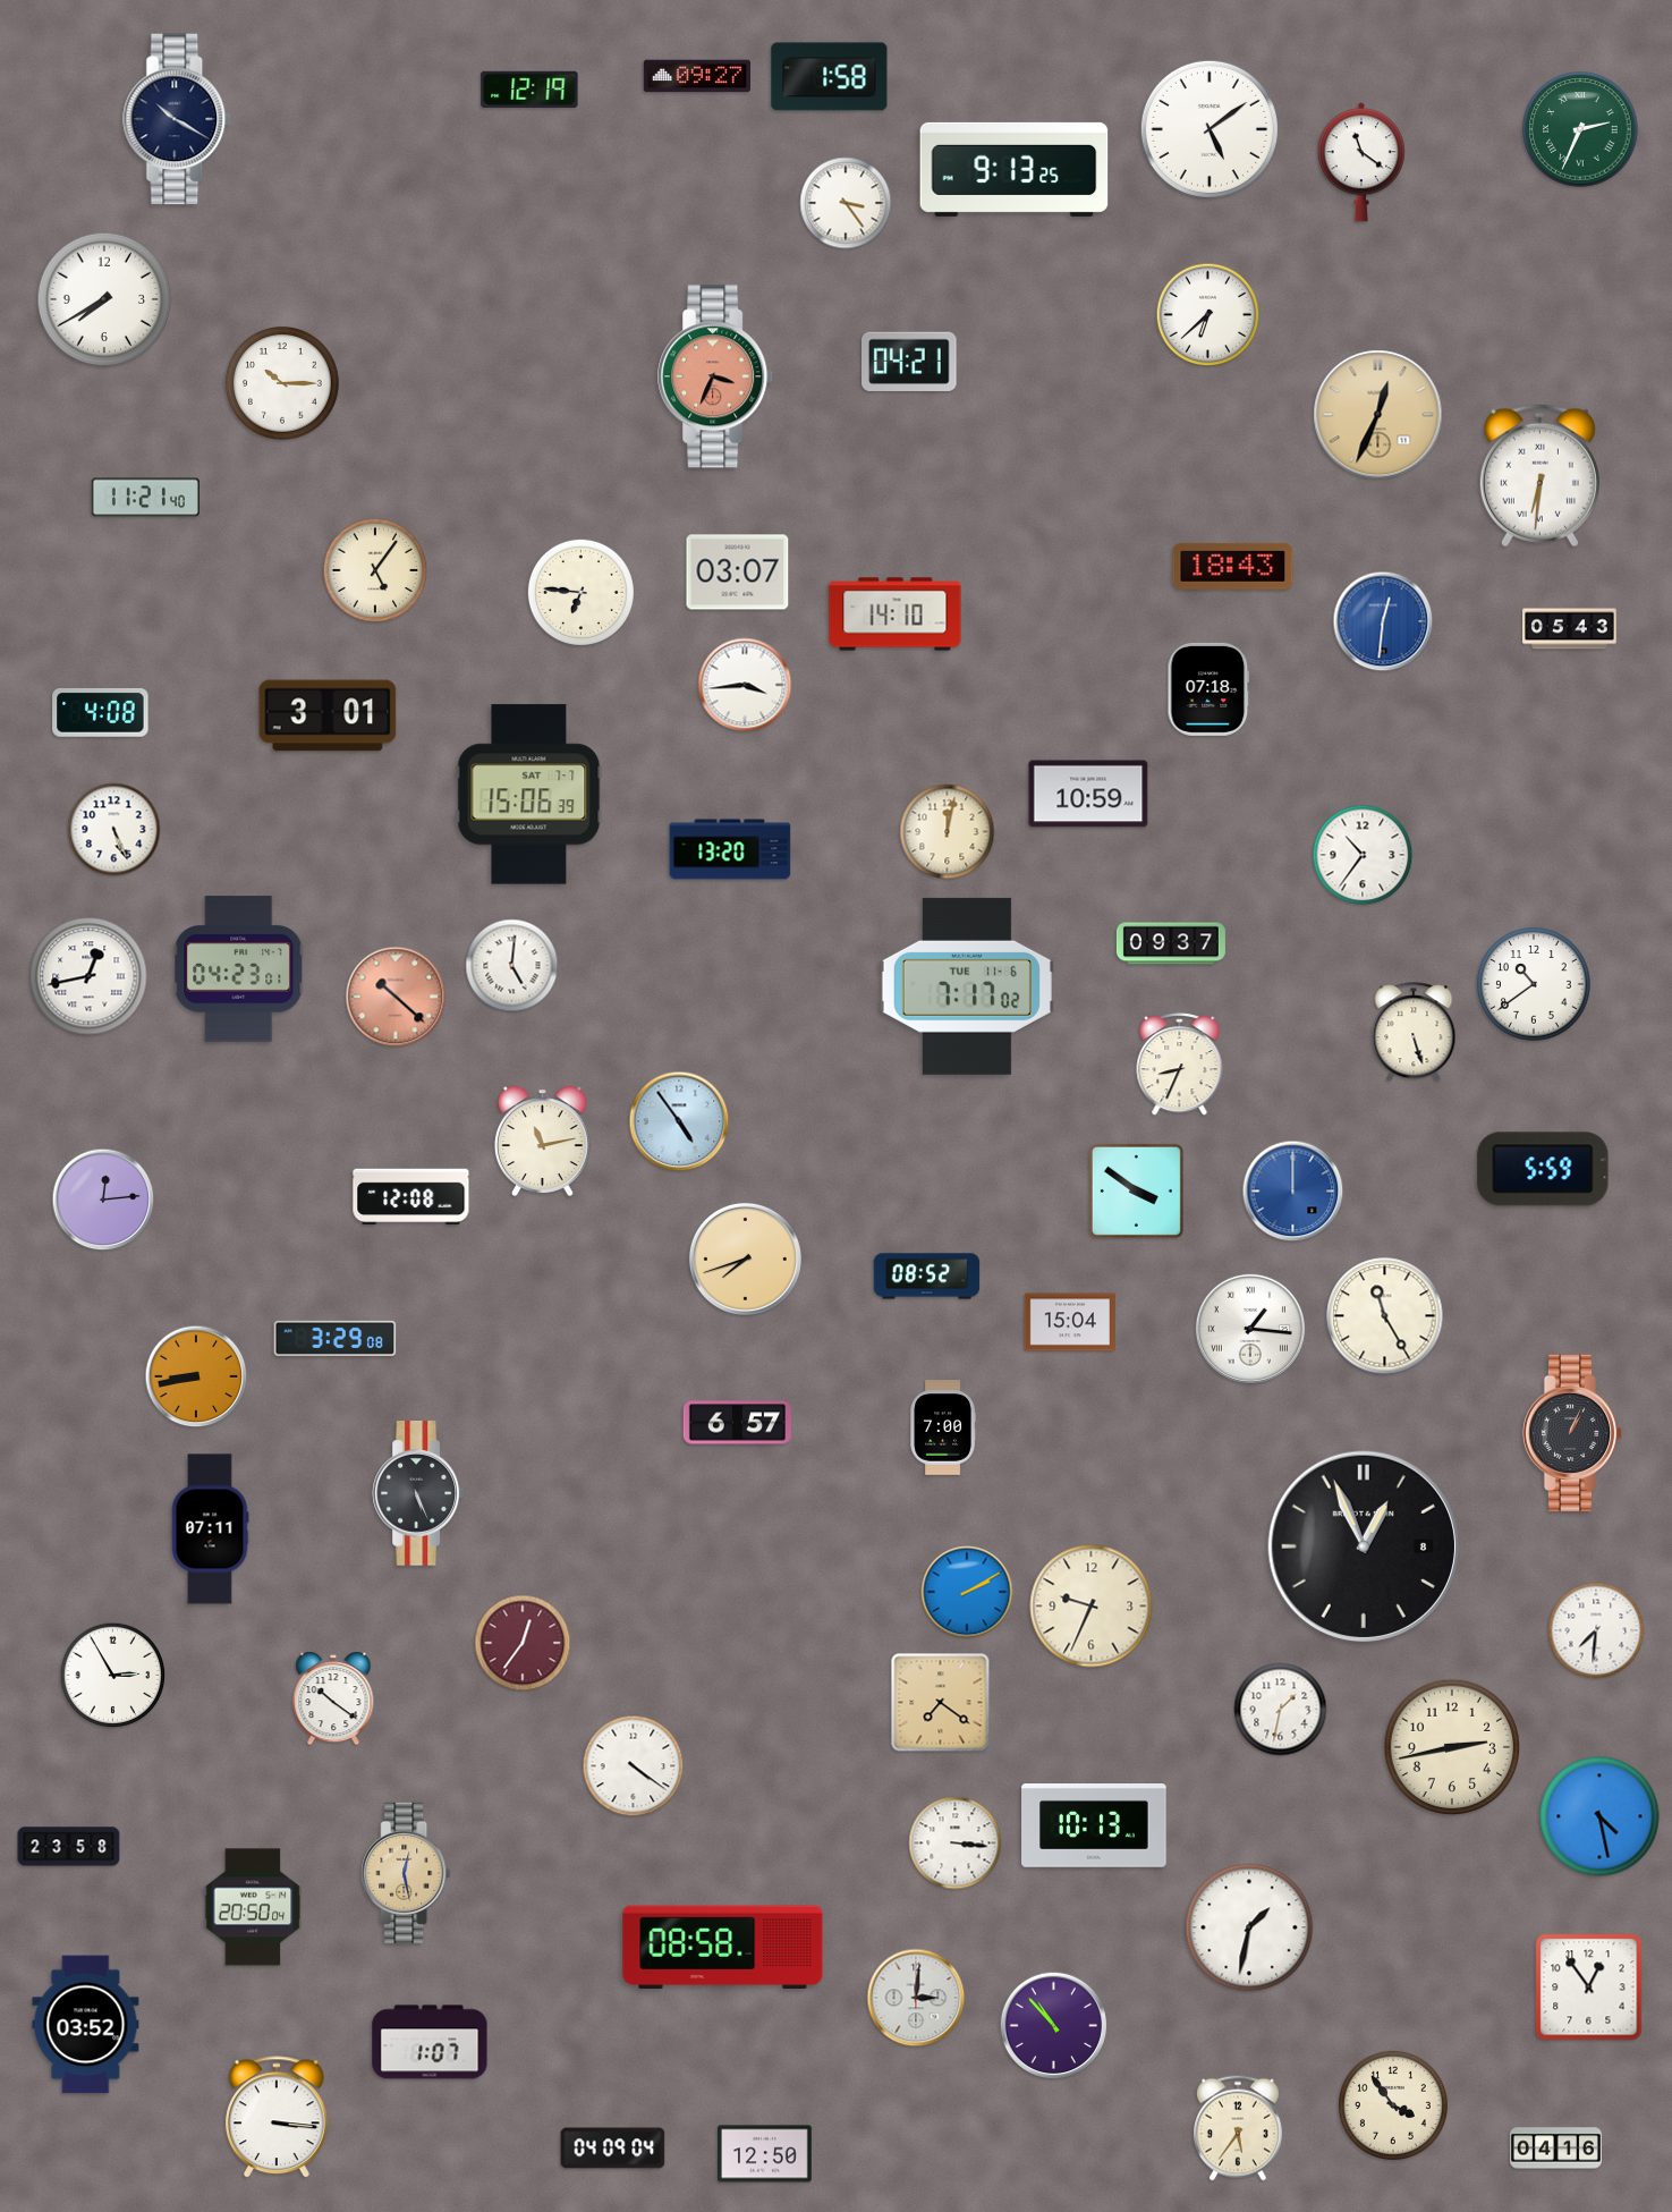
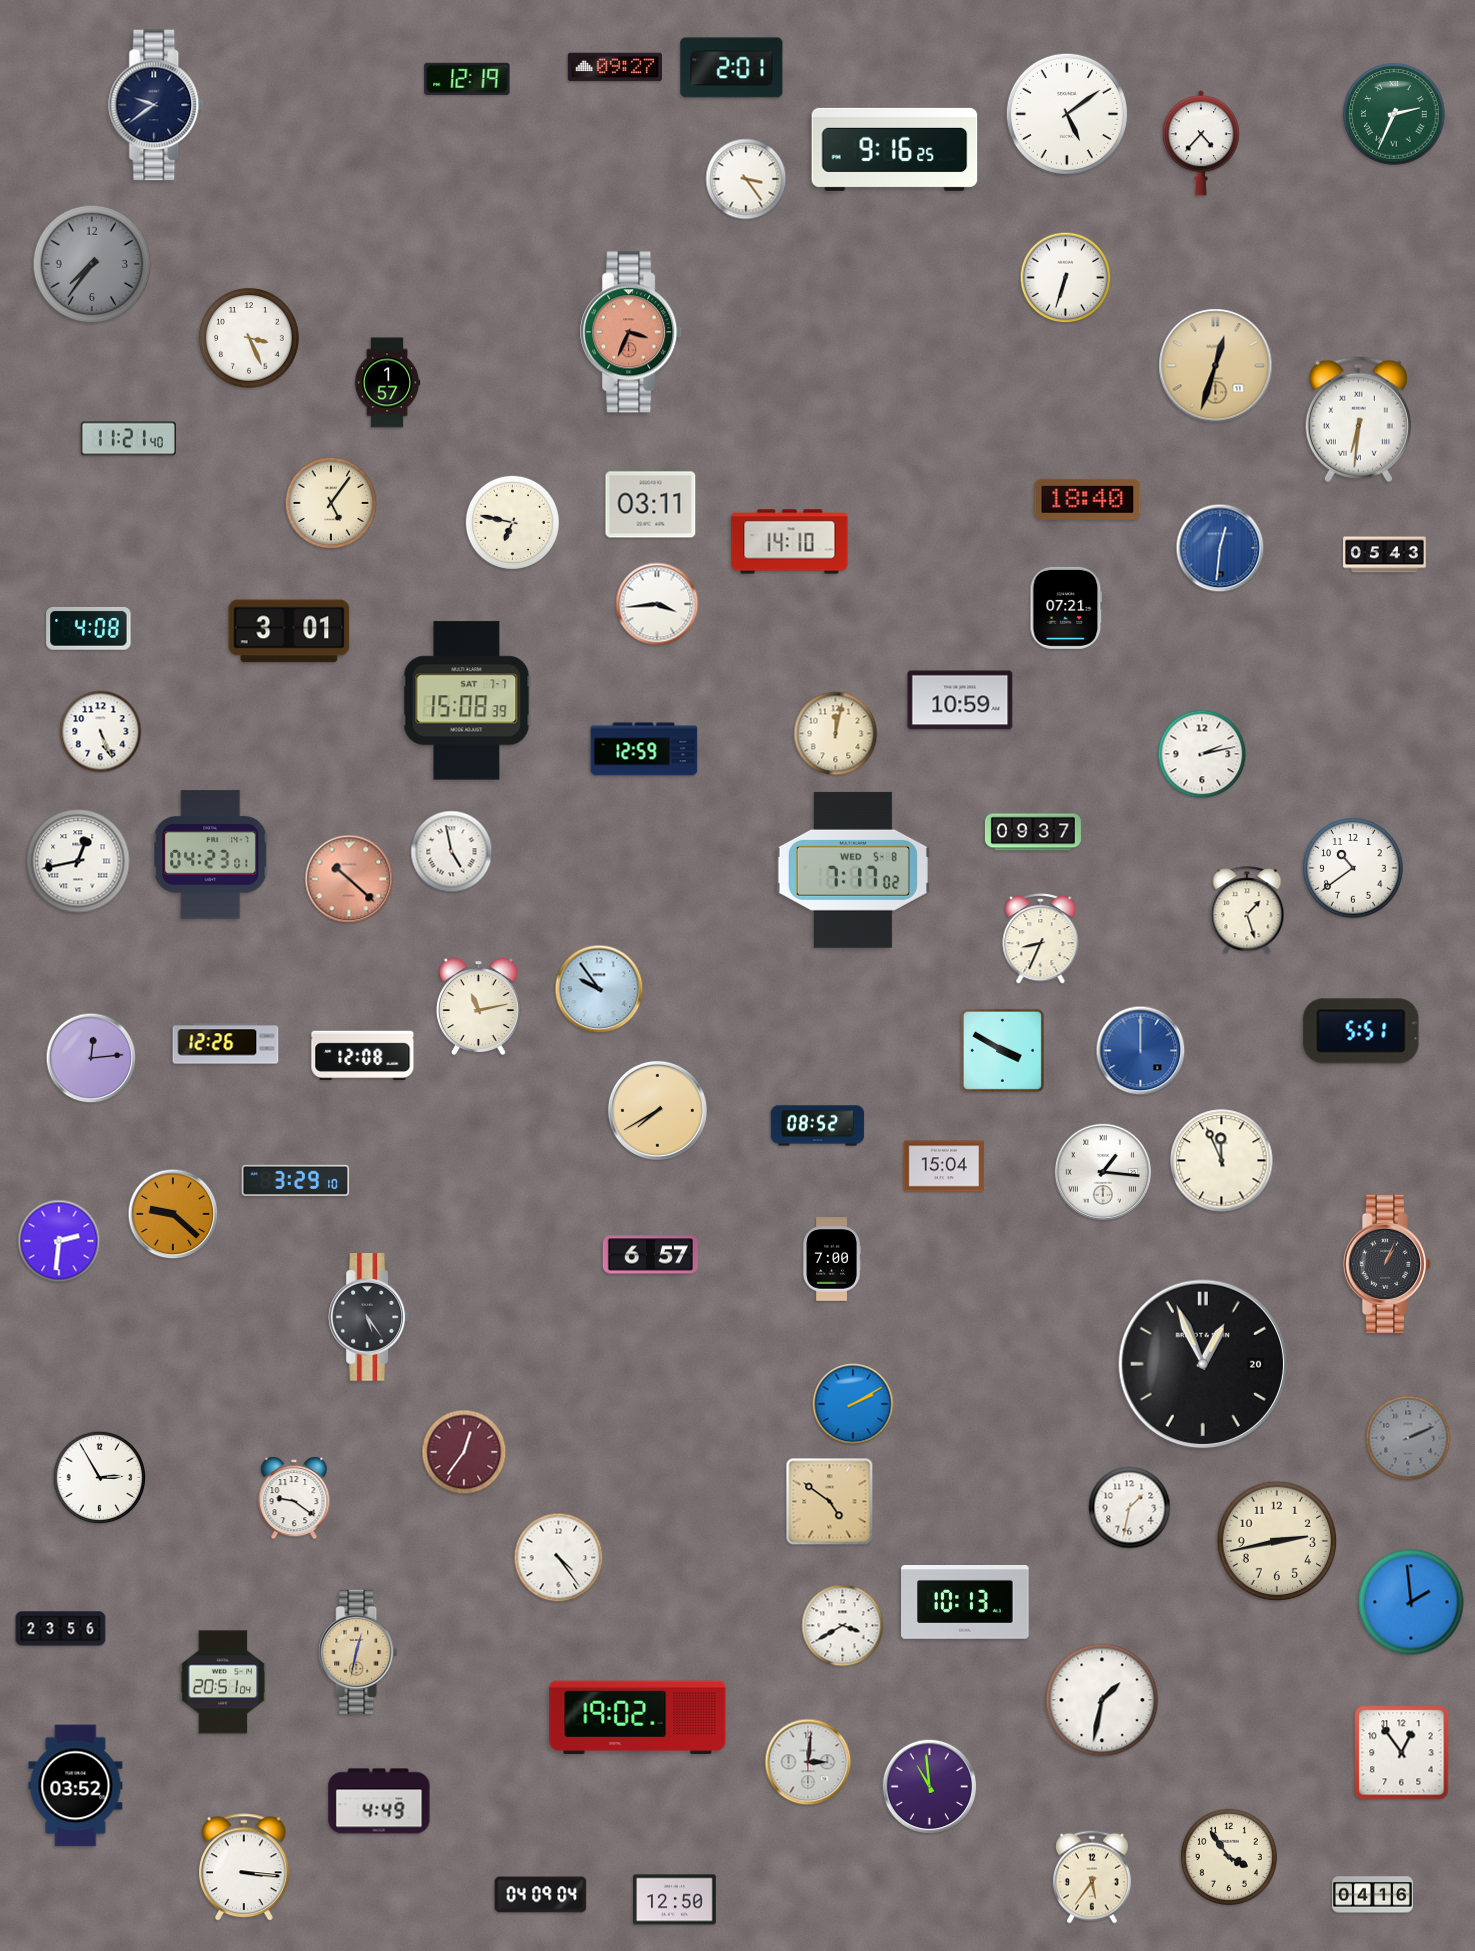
clock at (830, 77): 1:58 -> 2:01
clock at (178, 119): 10:20 -> 9:39
clock at (1361, 162): 11:21 -> 4:37
clock at (1015, 169): 9:13 -> 9:16
clock at (104, 299): 7:40 -> 7:36
clock at (104, 299) dial: white -> grey
clock at (1208, 315): 6:38 -> 6:33
clock at (910, 362): 04:21 -> none
clock at (282, 383): 10:15 -> 3:26
clock at (1378, 415): 12:34 -> 12:33
clock at (387, 383): none -> 1:57
clock at (1233, 566): 18:43 -> 18:40
clock at (738, 573): 03:07 -> 03:11
clock at (580, 592): 6:46 -> 6:47
clock at (1208, 689): 07:18 -> 07:21
clock at (529, 795): 15:06 -> 15:08
clock at (730, 849): 13:20 -> 12:59
clock at (1363, 855): 10:36 -> 2:13
clock at (512, 966): 5:01 -> 4:58
clock at (967, 986) date: TUE 11-6 -> WED 5-8
clock at (1414, 1033): 5:27 -> 1:27
clock at (679, 1121): 4:54 -> 9:54
clock at (1543, 1169): 5:59 -> 5:51
clock at (226, 1044): none -> 12:26
clock at (1136, 1190): 3:51 -> 3:50
clock at (745, 1258): 7:42 -> 7:40
clock at (1385, 1316): 11:25 -> 11:56
clock at (336, 1338): 3:29:08 -> 3:29:10
clock at (196, 1376): 8:43 -> 9:22
clock at (59, 1241): none -> 2:31
clock at (418, 1493): 5:26 -> 5:24
clock at (210, 1529): 07:11 -> none
clock at (1364, 1546) date: 8 -> 20
clock at (1092, 1607): 9:34 -> none
clock at (1596, 1630): 7:31 -> 2:11
clock at (1596, 1630) dial: white -> grey
clock at (523, 1643) position: (523, 1643) -> (464, 1452)
clock at (333, 1698): 10:21 -> 9:21
clock at (941, 1703): 7:21 -> 4:51
clock at (1451, 1746) position: (1451, 1746) -> (1276, 1540)
clock at (634, 1766): 4:21 -> 4:24
clock at (1599, 1816): 4:28 -> 1:59
clock at (1094, 1827) position: (1094, 1827) -> (965, 1603)
clock at (956, 1844): 3:16 -> 3:40
clock at (69, 1847): 23:58 -> 23:56
clock at (406, 1873): 12:28 -> 12:32
clock at (253, 1907): 20:50 -> 20:51
clock at (723, 1948): 08:58 -> 19:02
clock at (1054, 2026): 10:53 -> 10:59
clock at (430, 2042): 1:07 -> 4:49
